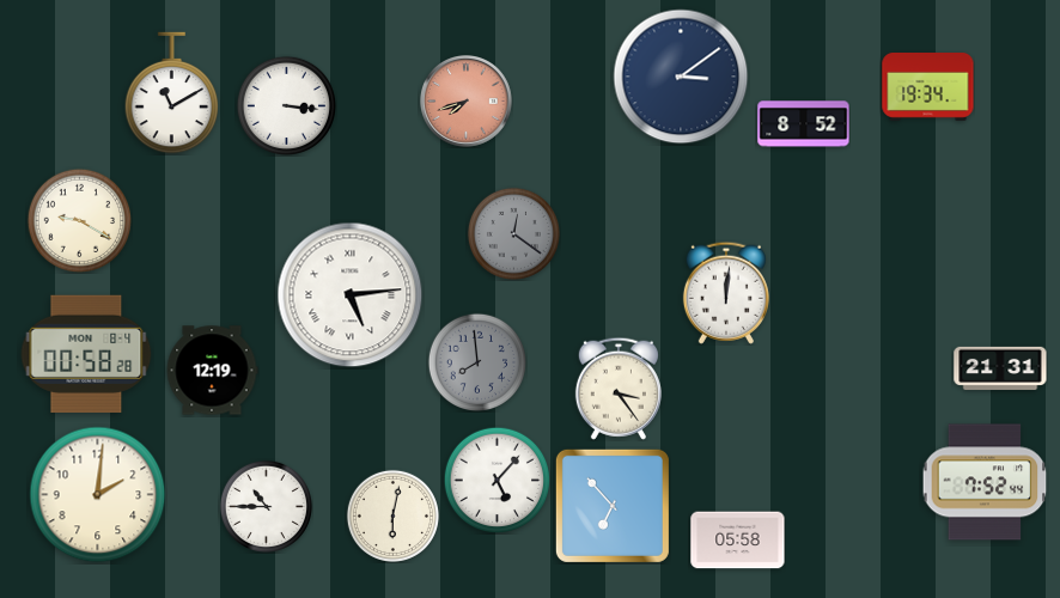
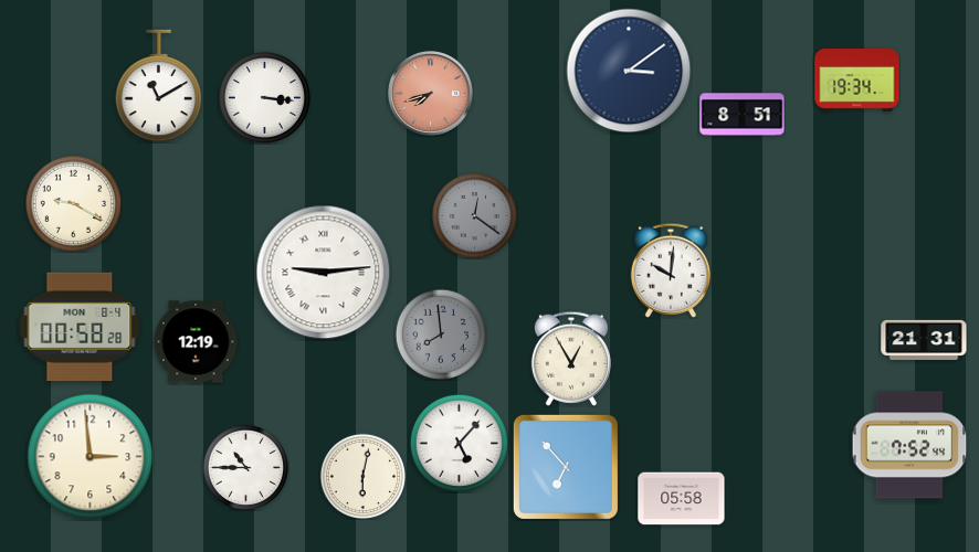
clock at (804, 124): 8:52 -> 8:51
clock at (726, 293): 12:01 -> 10:01
clock at (351, 295): 5:14 -> 9:14
clock at (619, 389): 3:24 -> 12:55
clock at (98, 495): 2:01 -> 2:59
